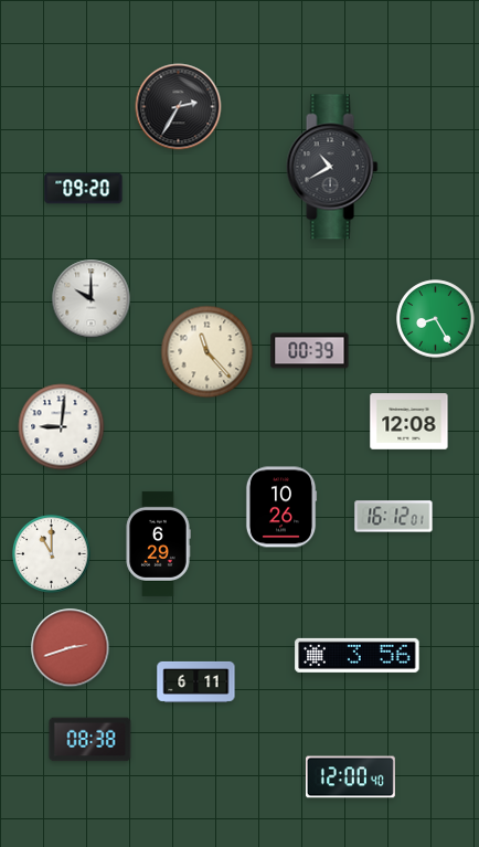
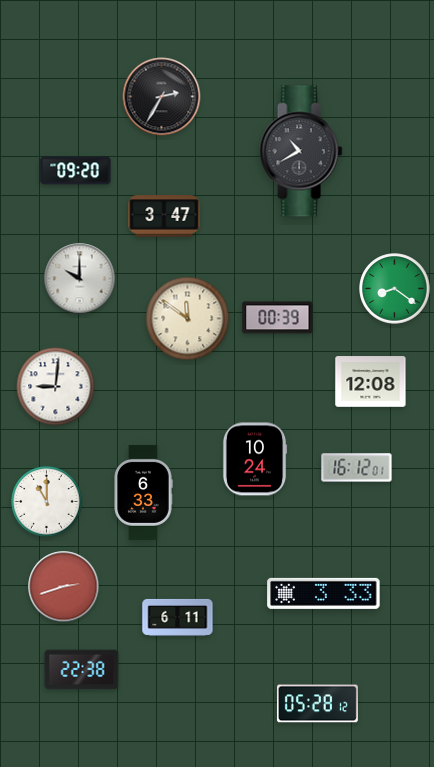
clock at (164, 216): none -> 3:47
clock at (92, 299) position: (92, 299) -> (80, 279)
clock at (436, 319): 8:25 -> 8:21
clock at (310, 351) position: (310, 351) -> (278, 318)
clock at (207, 352): 11:23 -> 11:51
clock at (281, 507): 10:26 -> 10:24
clock at (158, 543): 6:29 -> 6:33
clock at (358, 655): 3:56 -> 3:33
clock at (91, 740): 08:38 -> 22:38
clock at (350, 777): 12:00 -> 05:28
